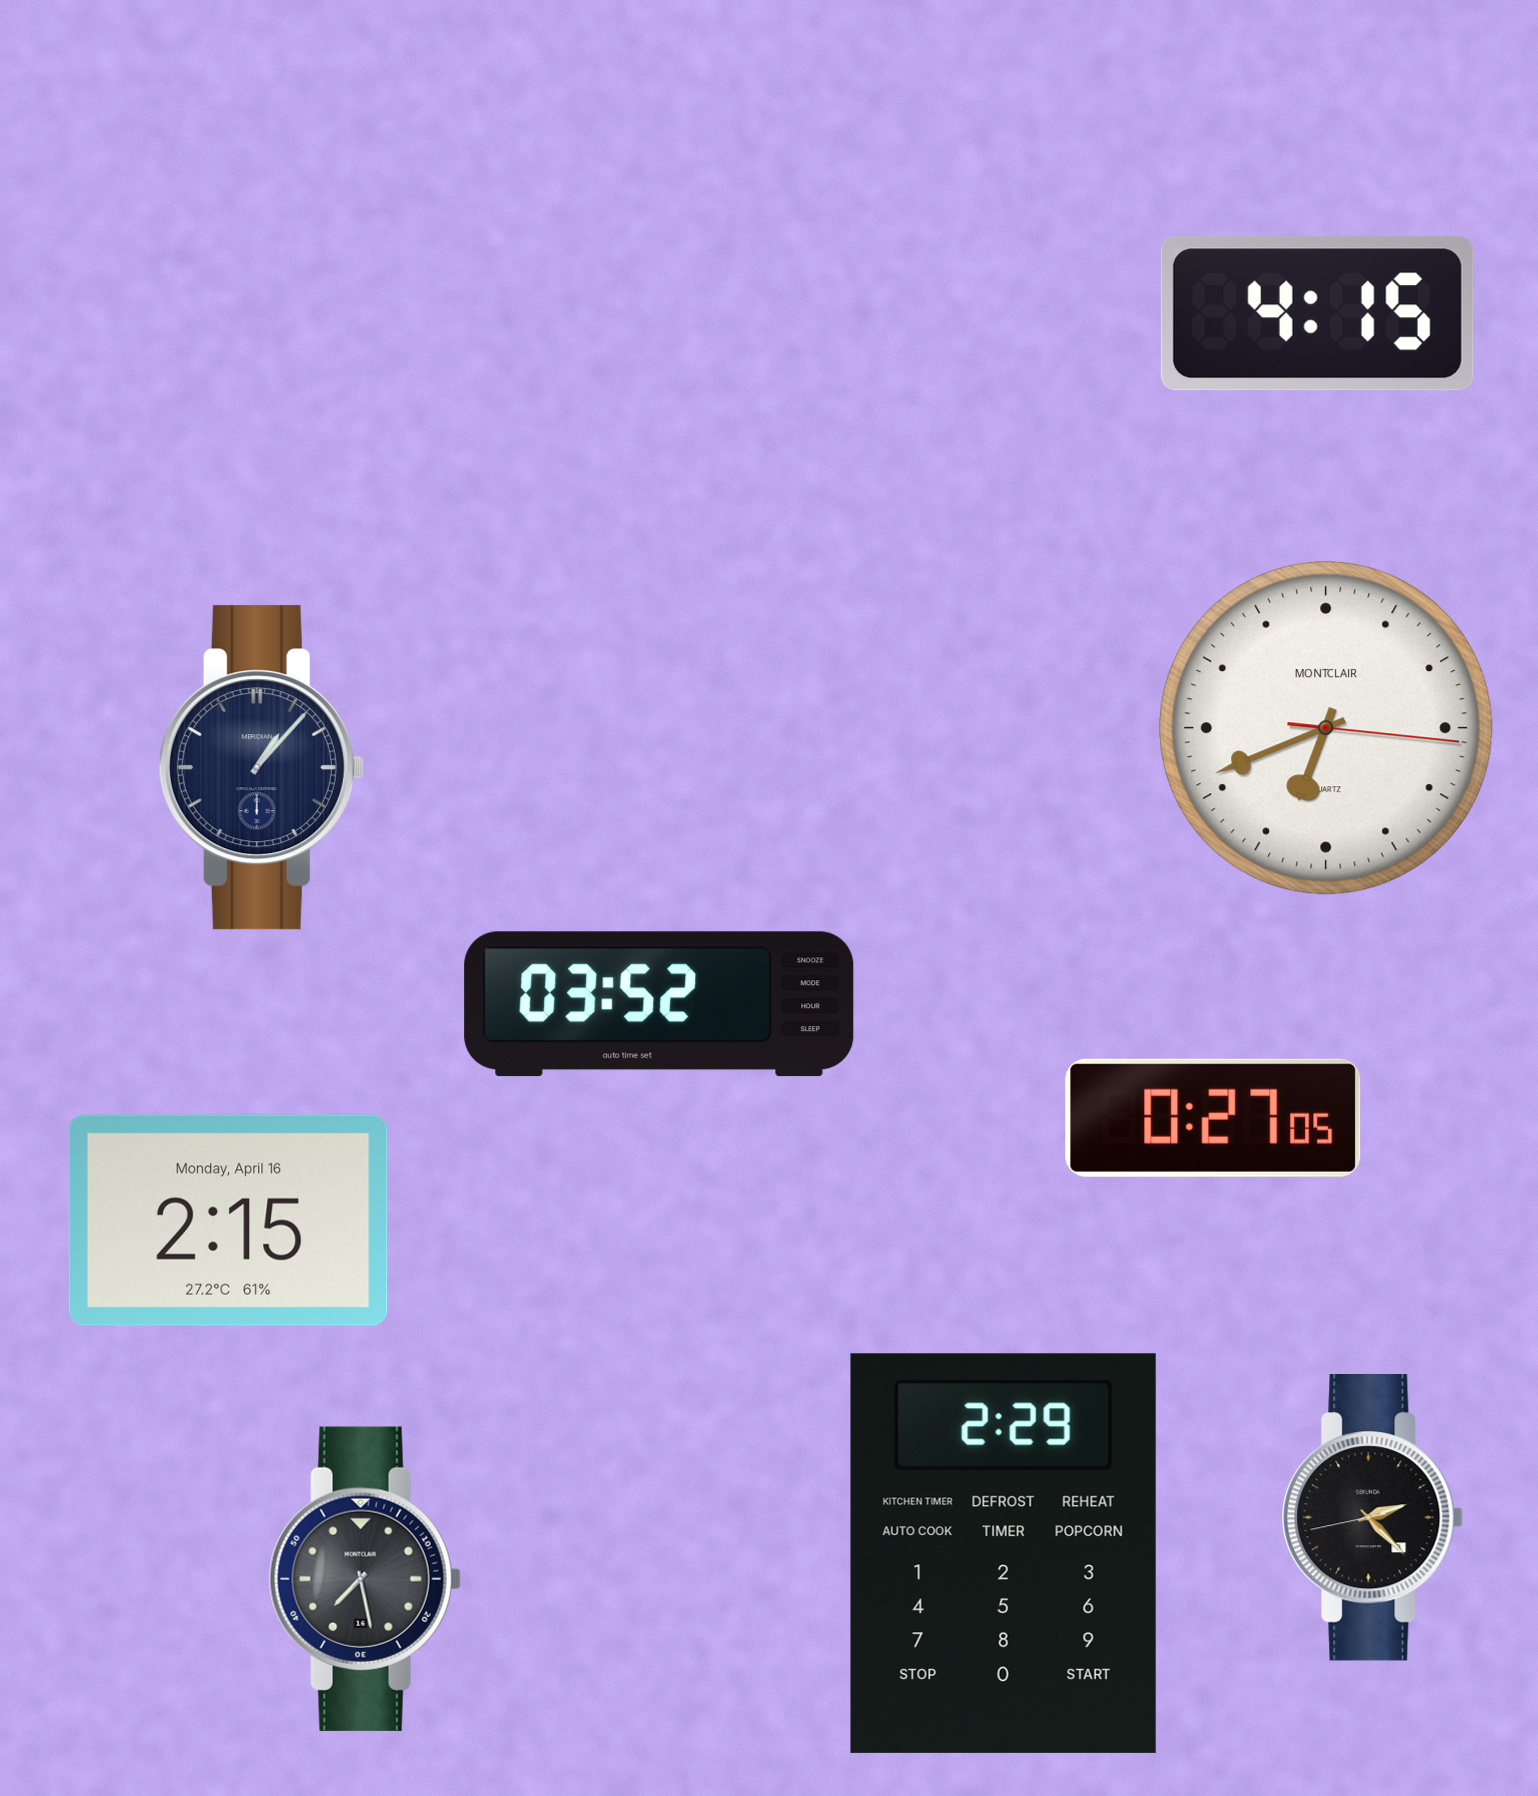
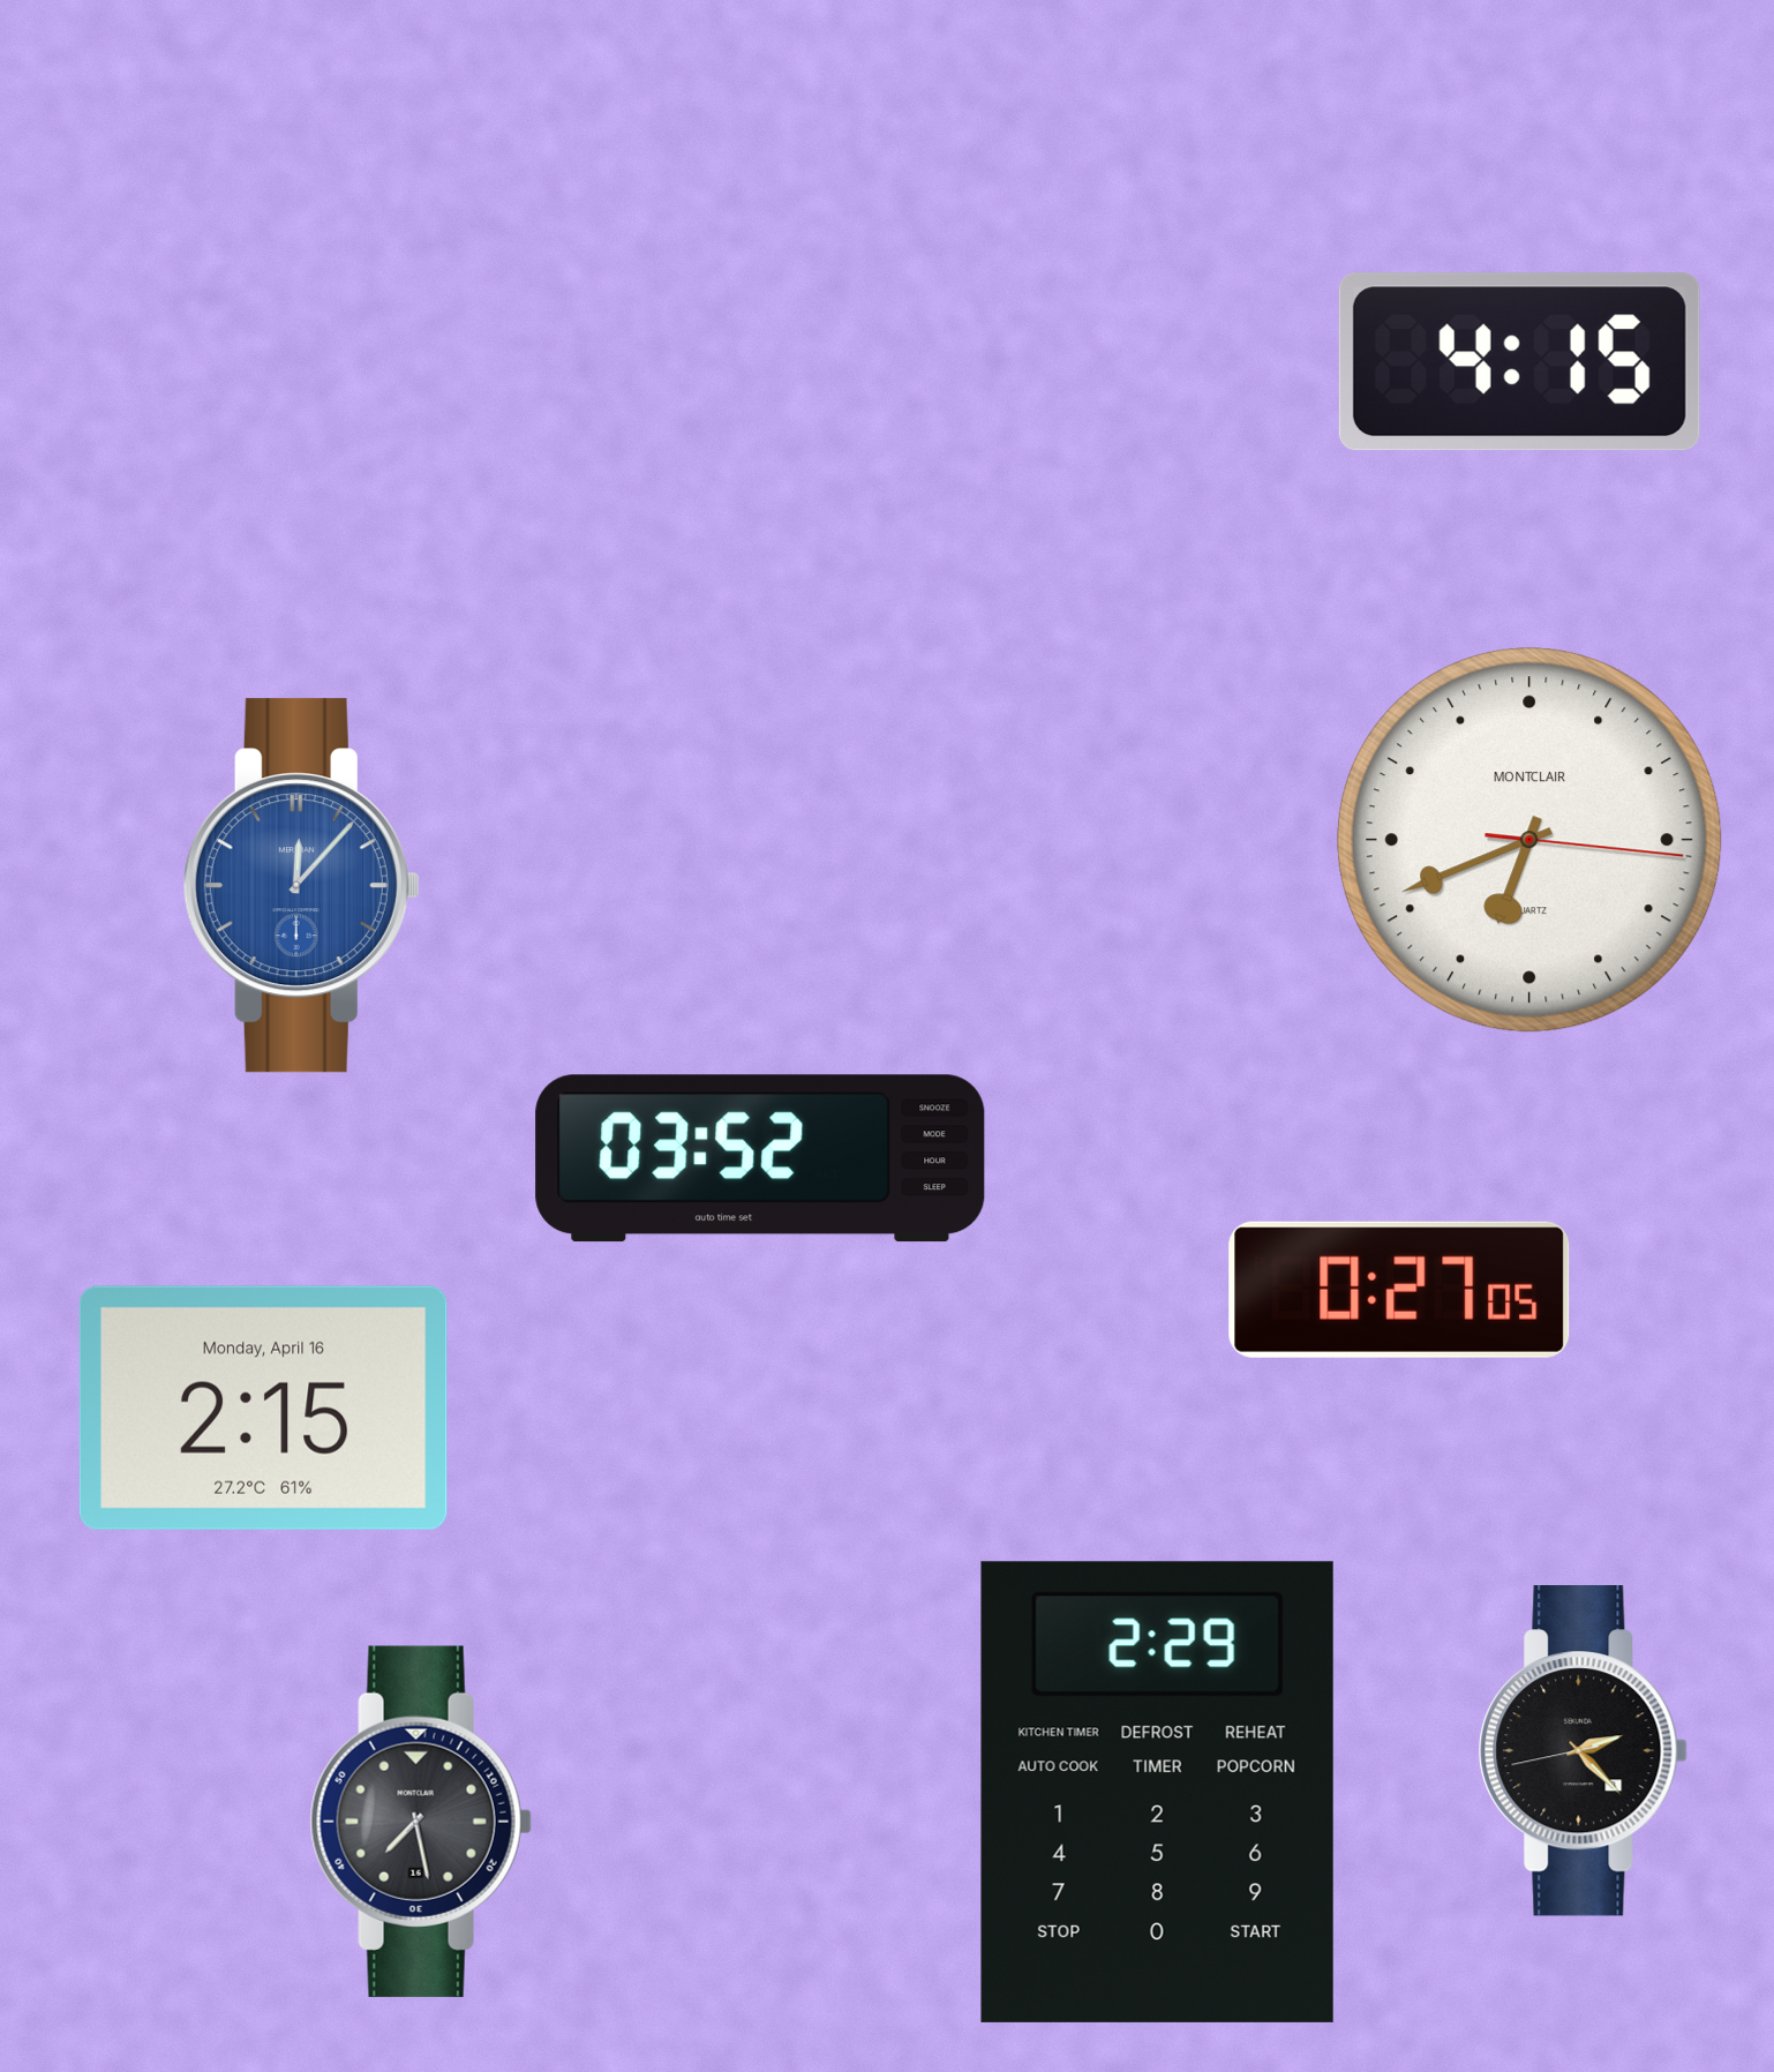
clock at (261, 768): 1:07 -> 12:07
clock at (261, 768) dial: navy -> blue
